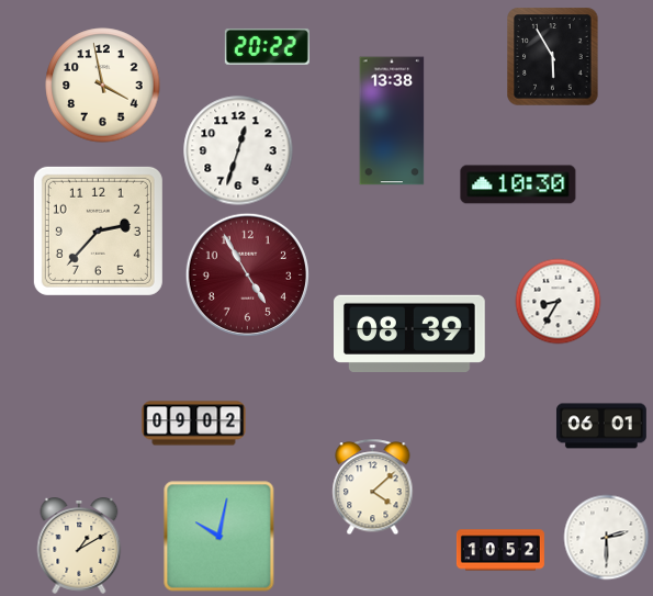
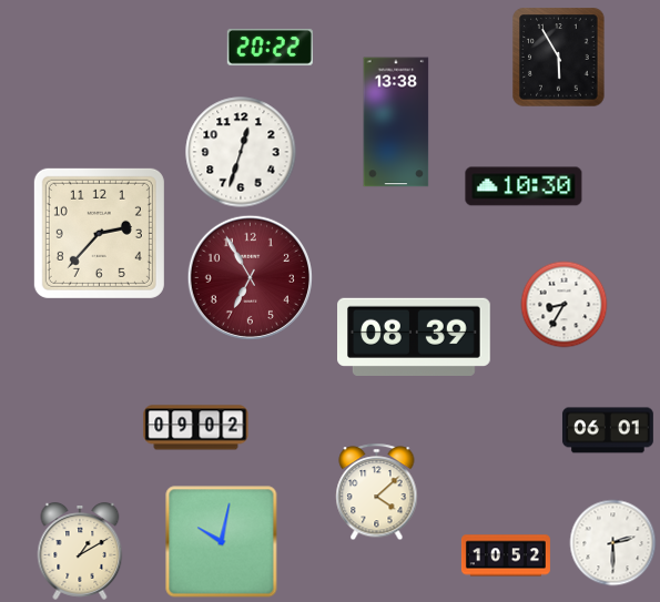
clock at (103, 86): 3:58 -> none
clock at (247, 274): 4:55 -> 6:55
